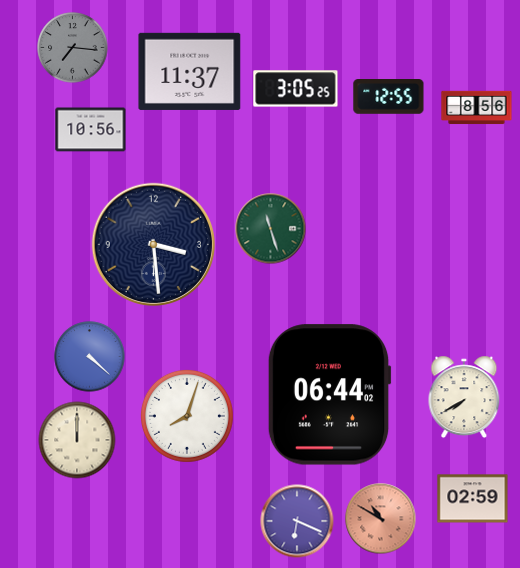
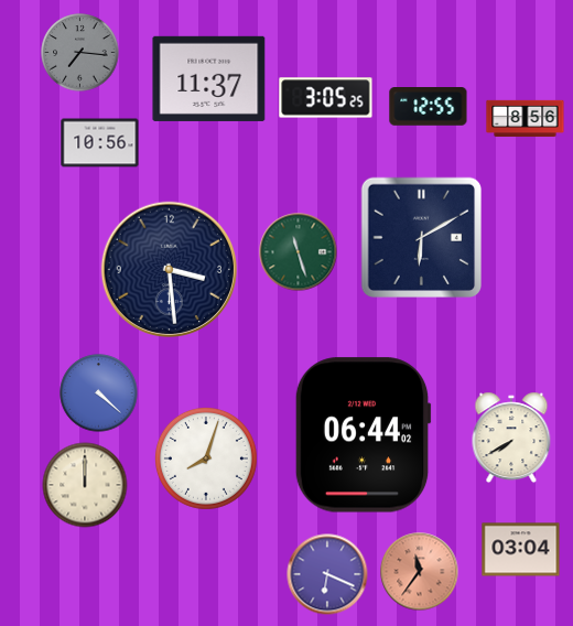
clock at (421, 237): none -> 6:10
clock at (473, 499): 02:59 -> 03:04
clock at (381, 519): 10:50 -> 11:36
